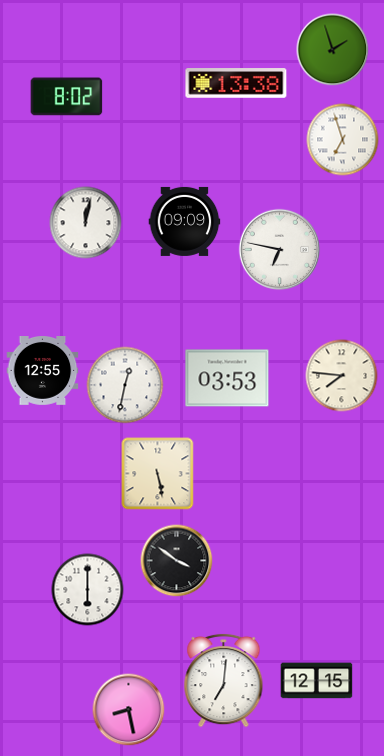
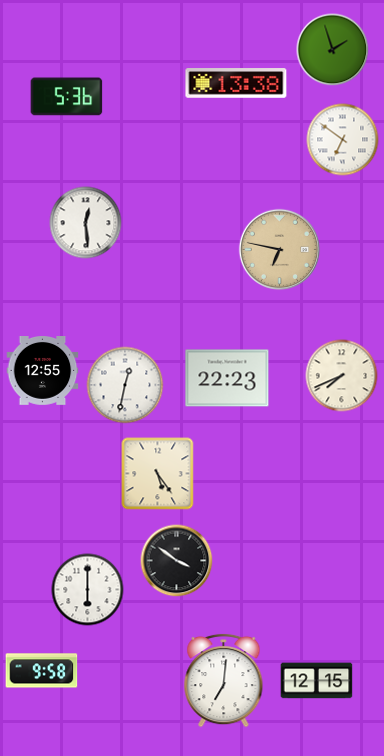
clock at (67, 97): 8:02 -> 5:36
clock at (343, 140): 6:57 -> 6:51
clock at (185, 221): 09:09 -> none
clock at (86, 223): 12:02 -> 12:29
clock at (280, 250) dial: white -> champagne
clock at (342, 376): 7:46 -> 7:41
clock at (227, 378): 03:53 -> 22:23
clock at (158, 474): 5:28 -> 5:24
clock at (42, 671): none -> 9:58
clock at (129, 710): 8:28 -> none
